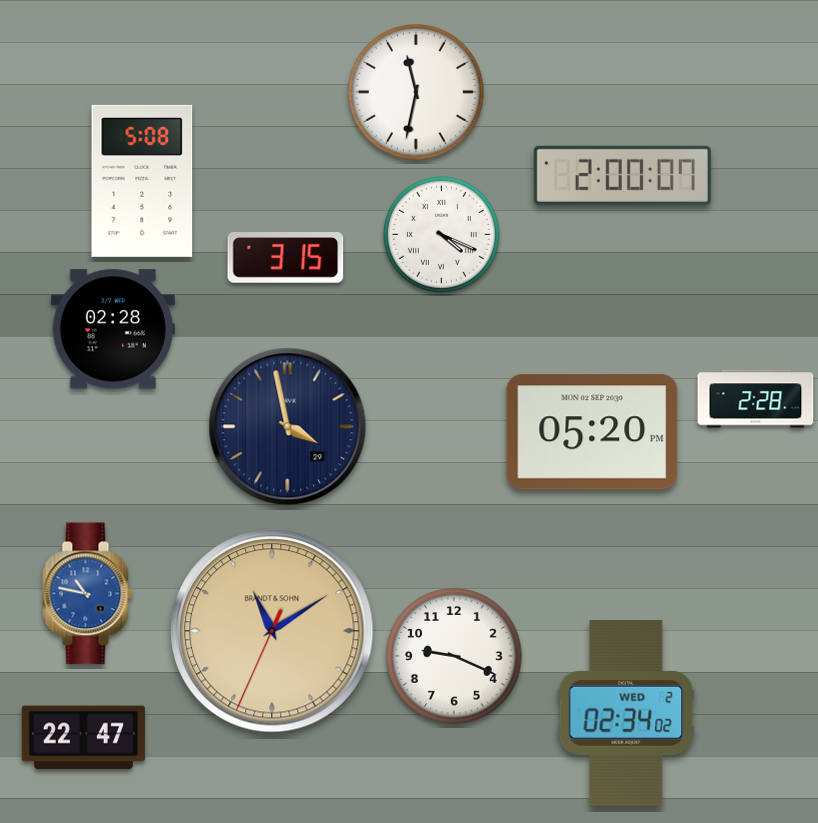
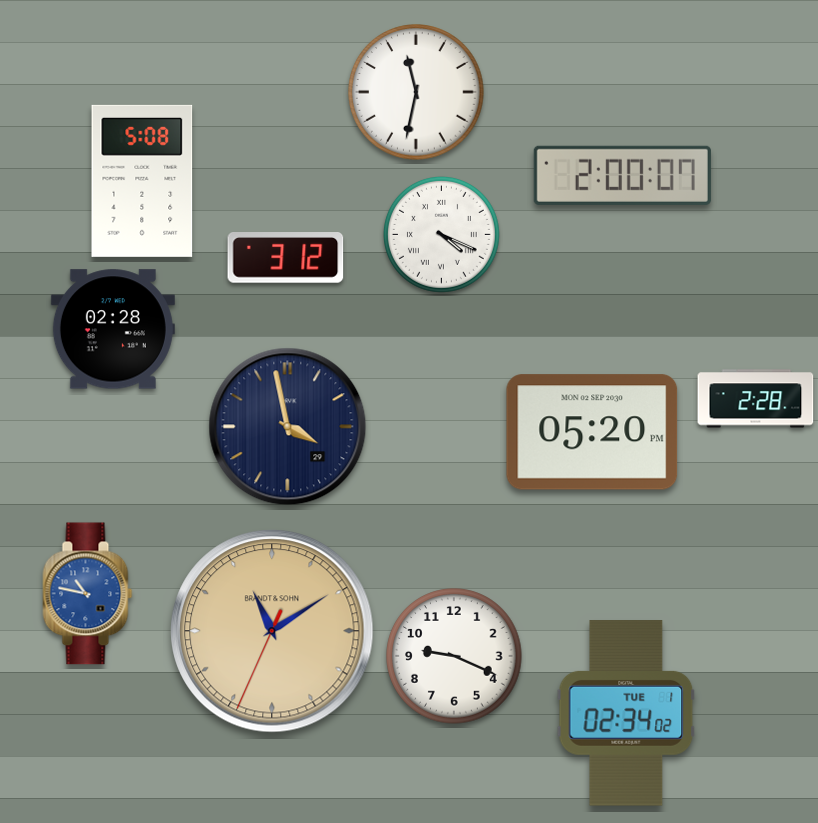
clock at (286, 258): 3:15 -> 3:12
clock at (626, 713) date: WED 2 -> TUE 1
clock at (83, 738): 22:47 -> none
